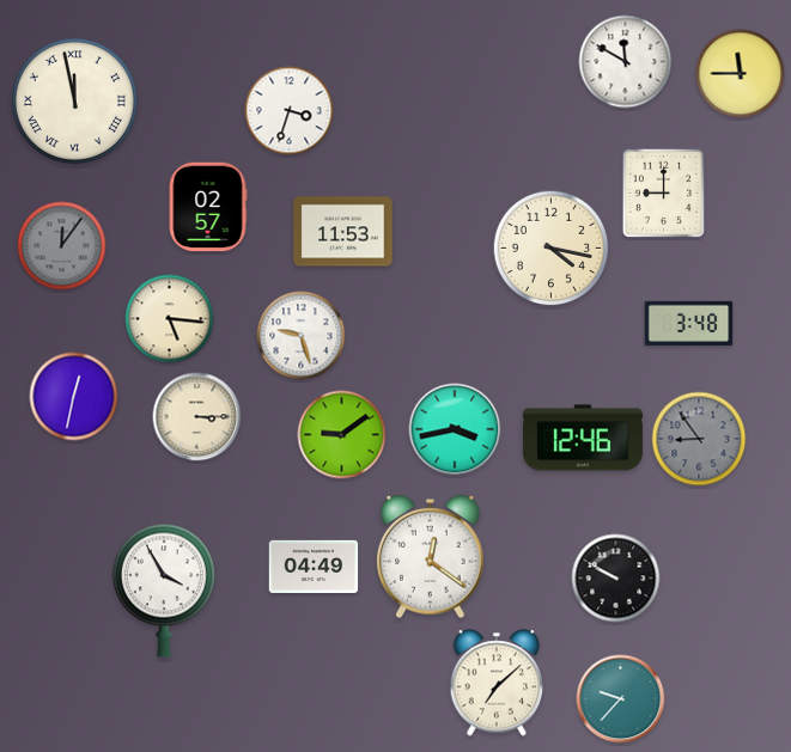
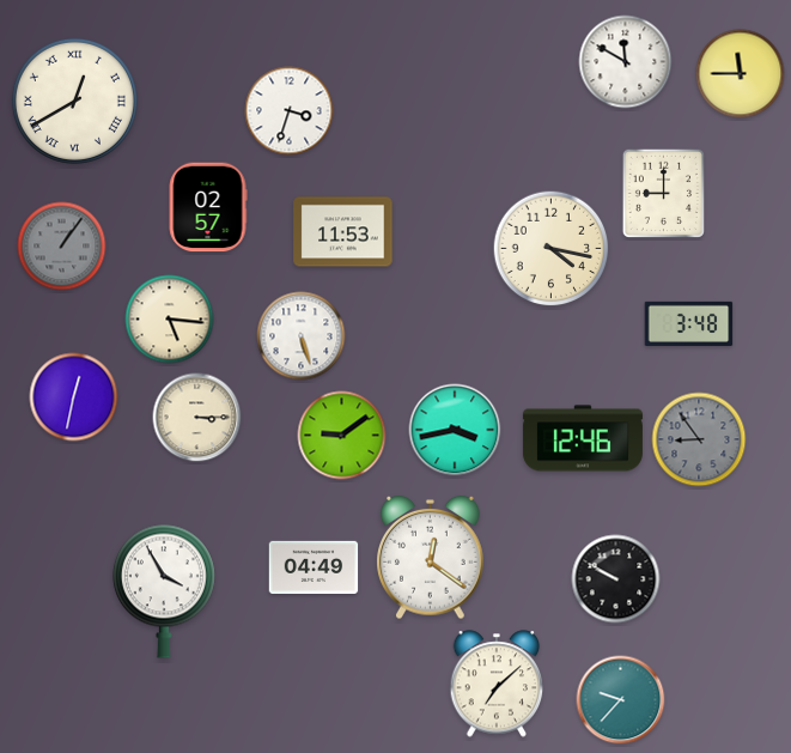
clock at (74, 100): 11:58 -> 12:40
clock at (62, 246): 12:06 -> 1:06
clock at (302, 336): 9:27 -> 5:27
